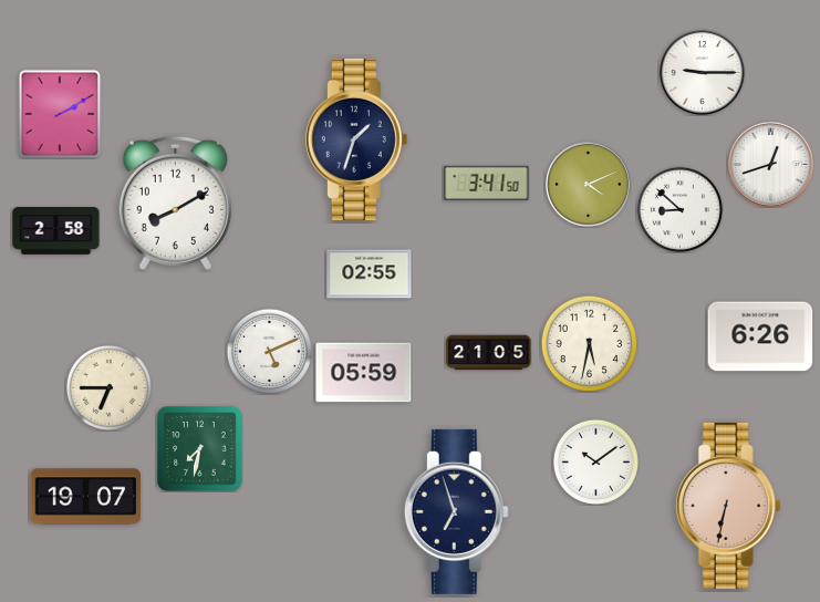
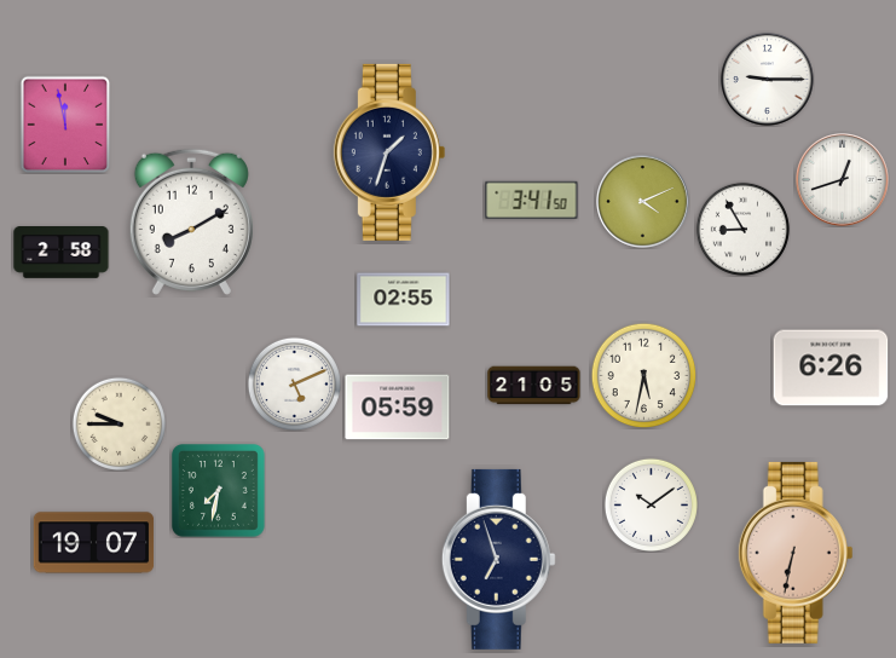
clock at (60, 114): 2:10 -> 11:58
clock at (679, 209): 8:52 -> 8:55
clock at (108, 387): 6:45 -> 9:45
